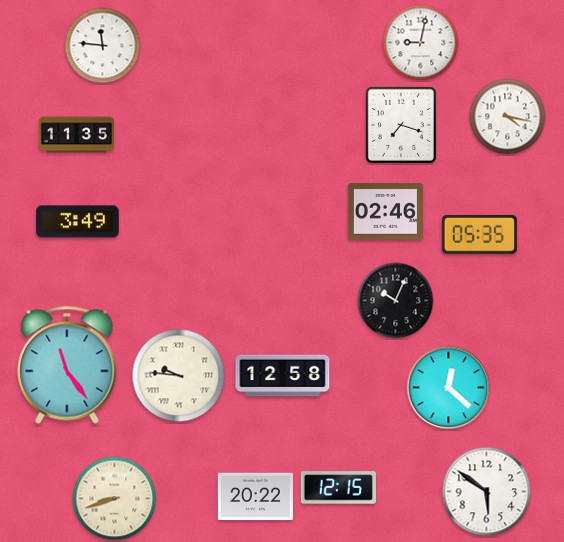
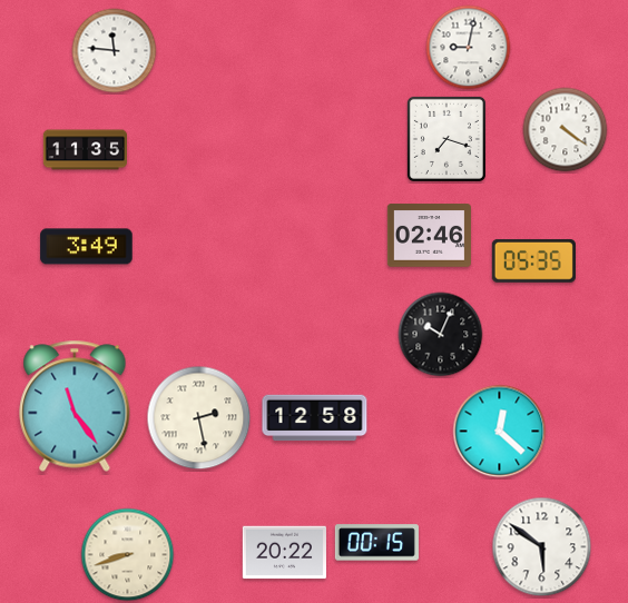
clock at (508, 117): 4:17 -> 4:21
clock at (179, 376): 9:46 -> 2:28
clock at (338, 488): 12:15 -> 00:15
